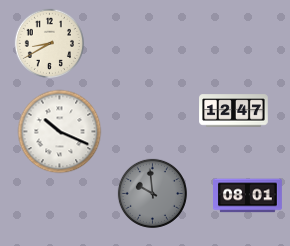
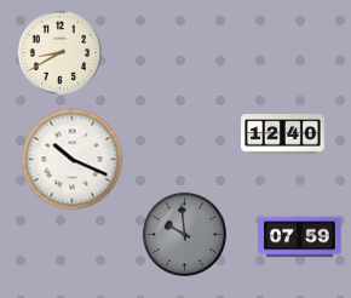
clock at (234, 111): 12:47 -> 12:40
clock at (248, 196): 08:01 -> 07:59
